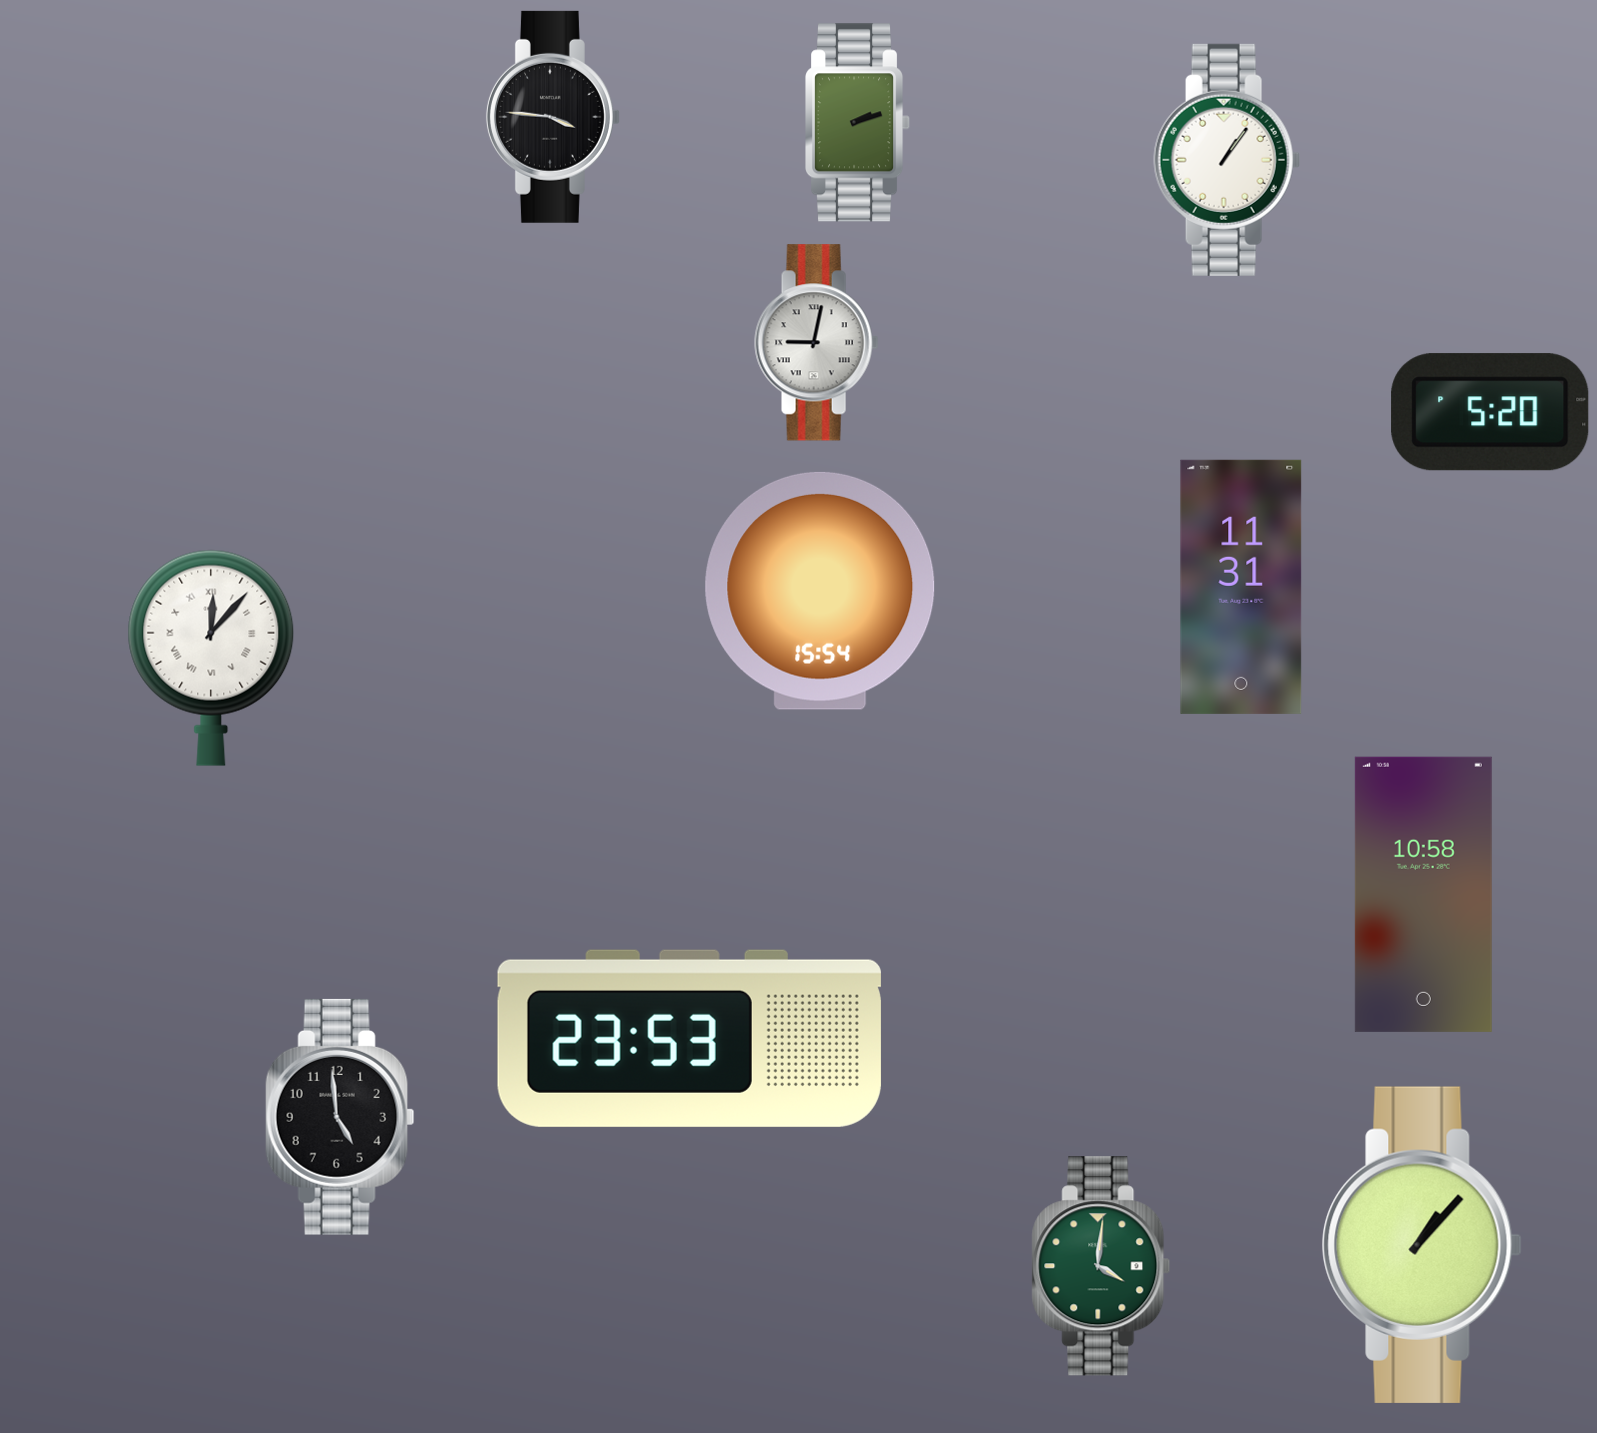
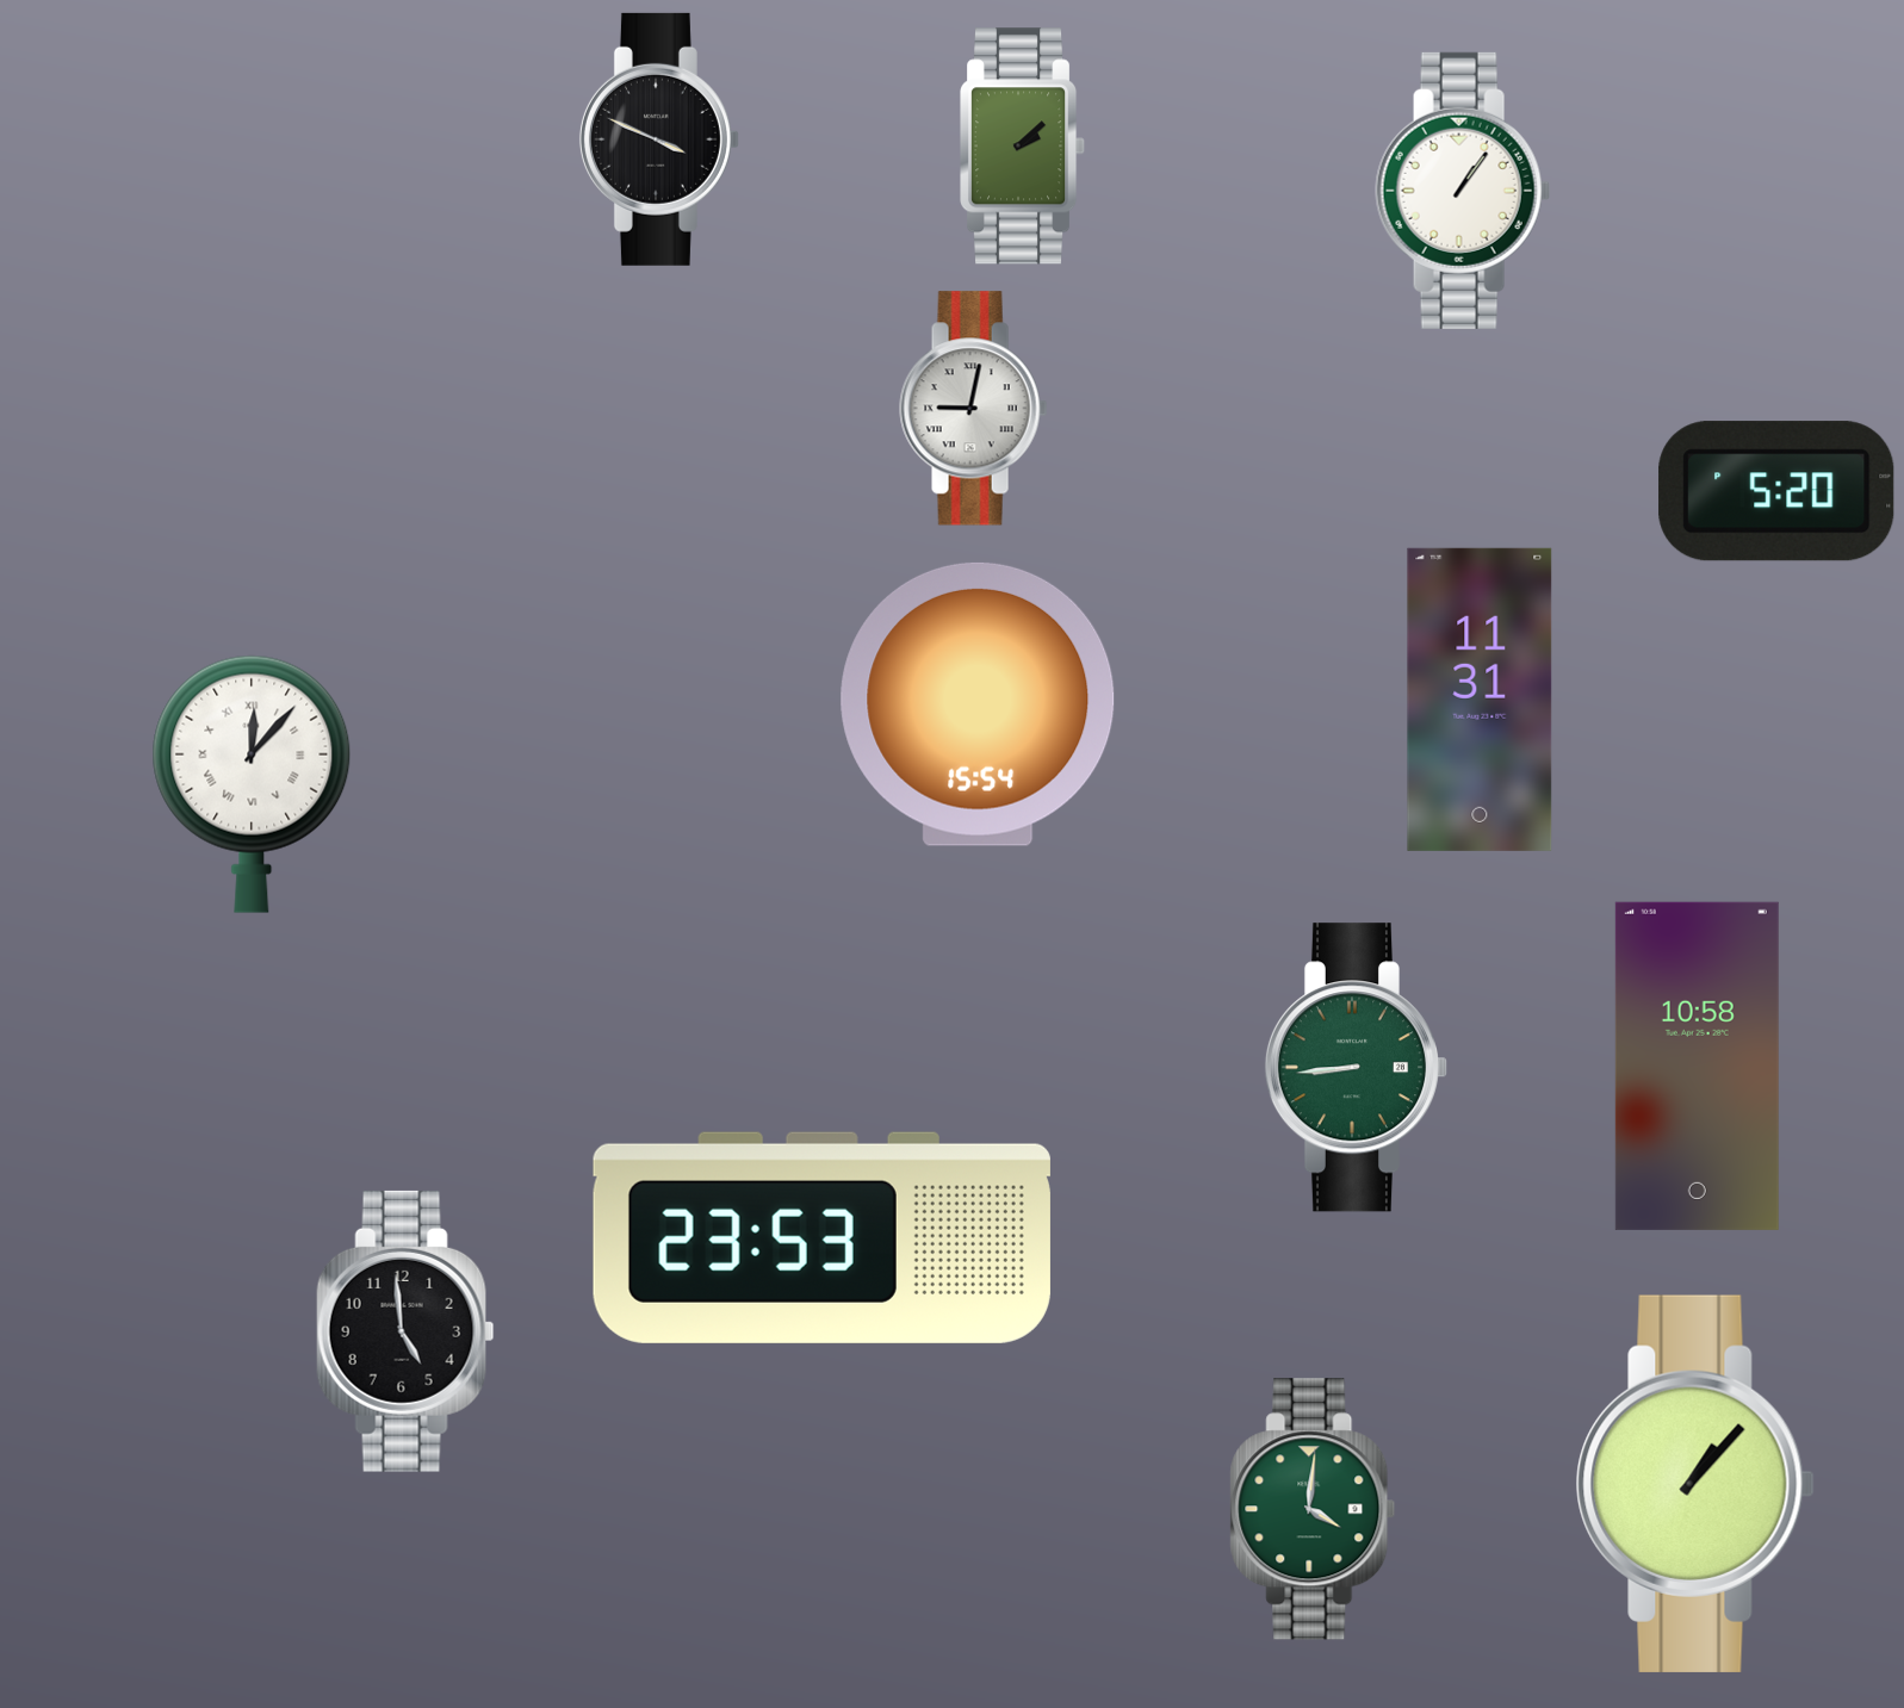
clock at (553, 117): 3:46 -> 3:49
clock at (859, 123): 2:12 -> 2:08
clock at (1356, 1068): none -> 8:44
